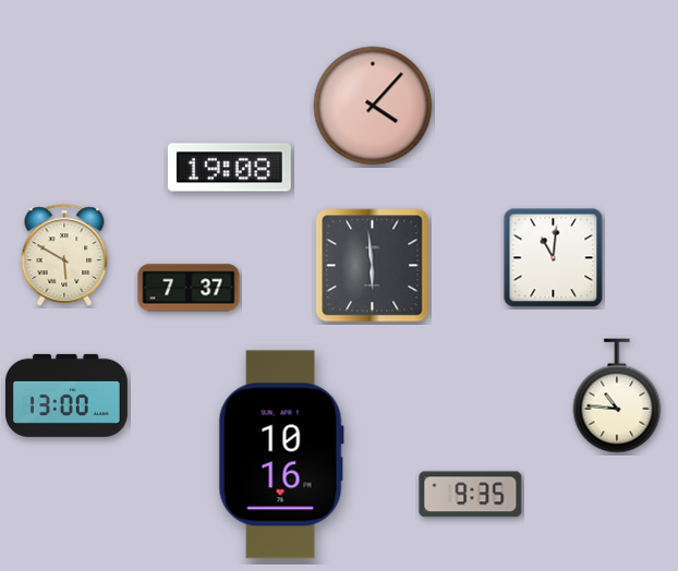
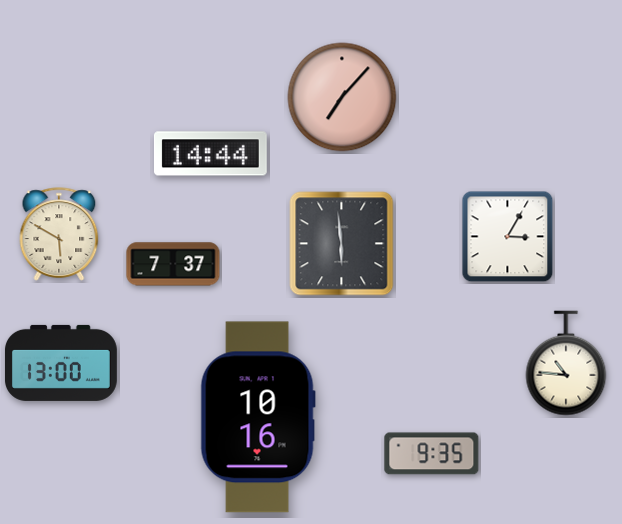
clock at (373, 106): 4:07 -> 7:07
clock at (229, 168): 19:08 -> 14:44
clock at (554, 258): 11:01 -> 3:05
